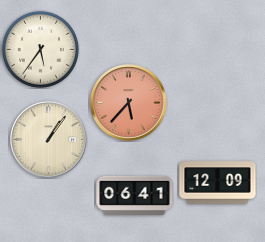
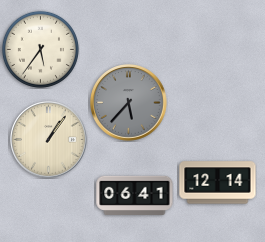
clock at (129, 103) dial: salmon -> grey
clock at (218, 183): 12:09 -> 12:14
